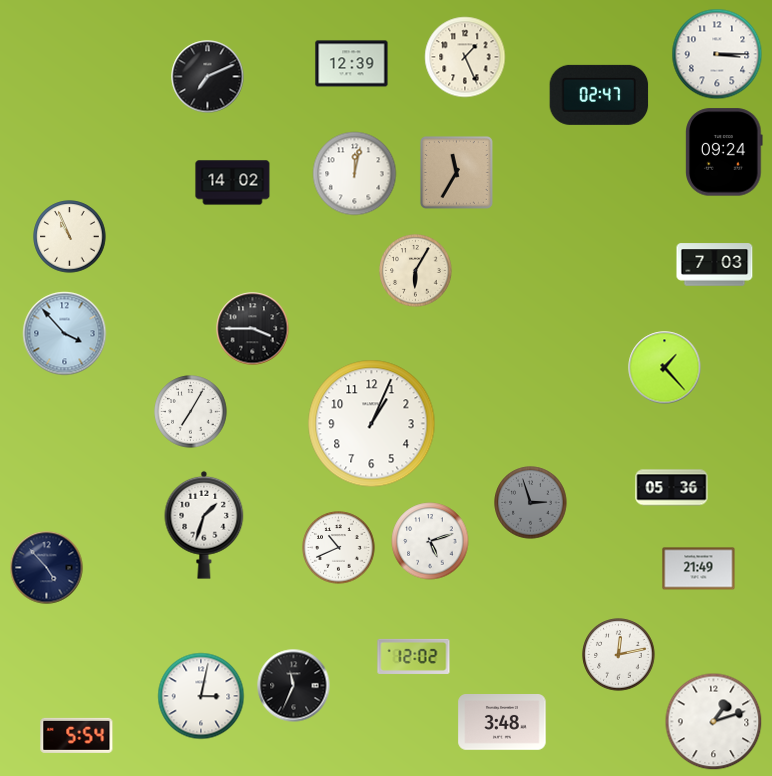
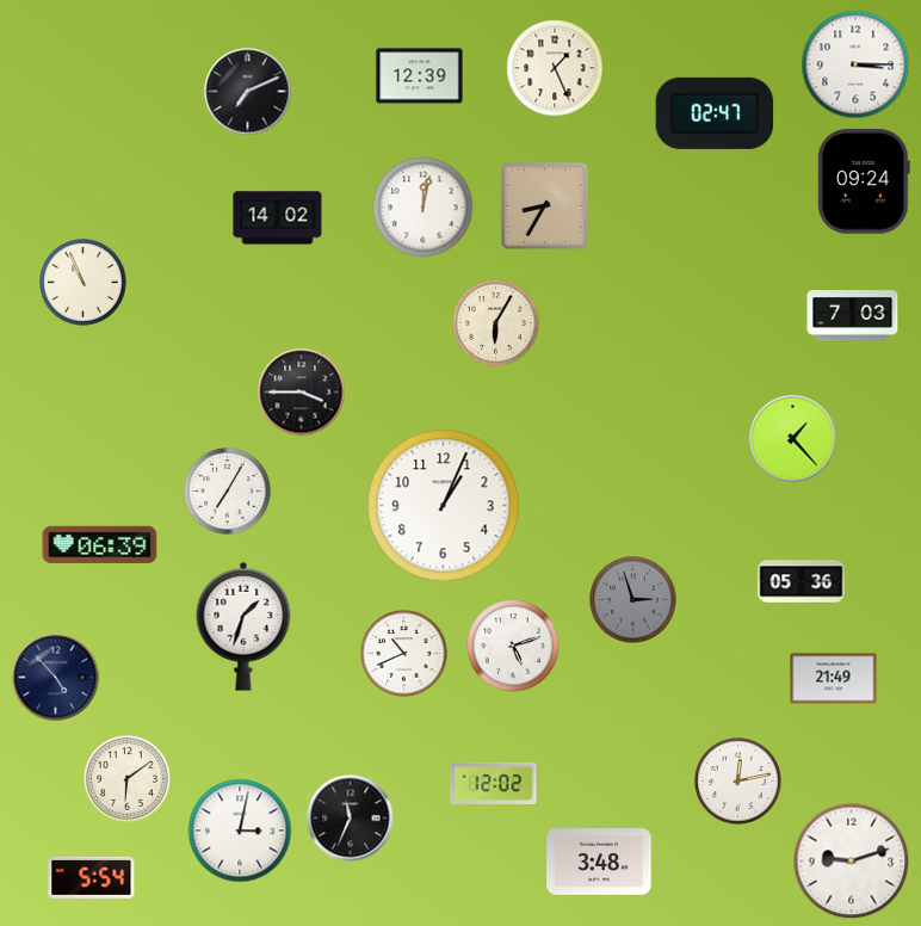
clock at (457, 173): 11:35 -> 8:35
clock at (65, 334): 3:53 -> none
clock at (100, 545): none -> 06:39
clock at (128, 779): none -> 6:09
clock at (714, 722): 1:12 -> 9:12
